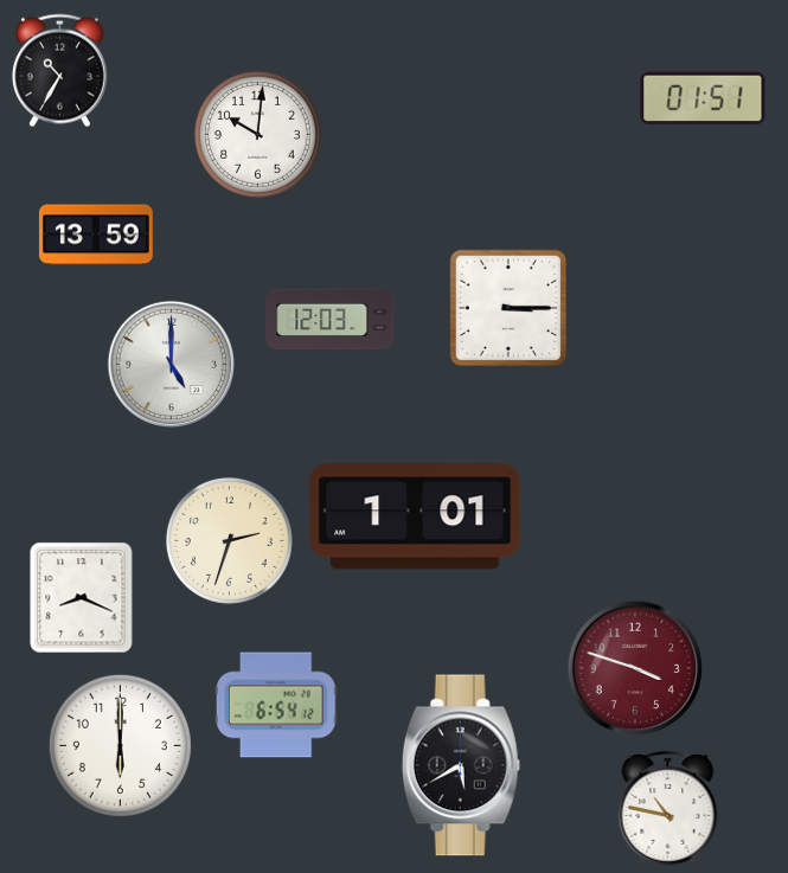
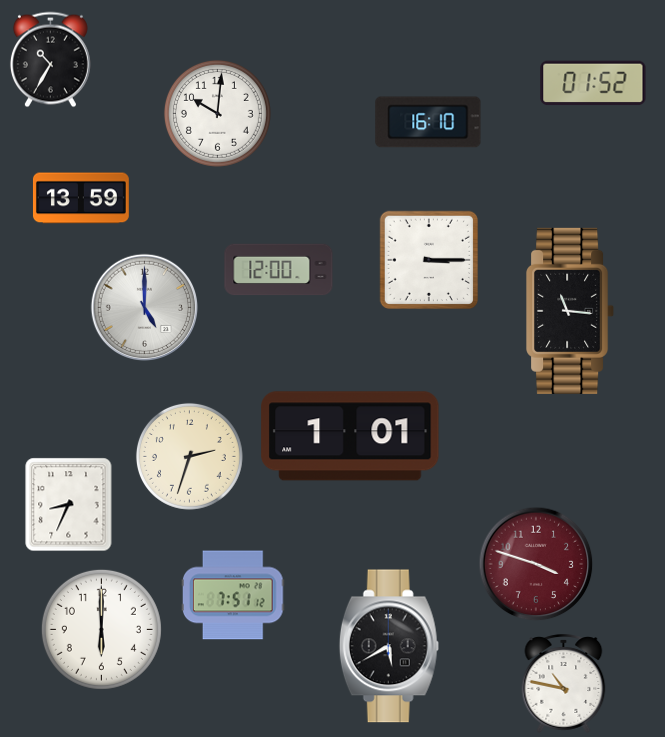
clock at (703, 98): 01:51 -> 01:52
clock at (428, 122): none -> 16:10
clock at (331, 320): 12:03 -> 12:00
clock at (571, 311): none -> 11:16
clock at (229, 540) position: (229, 540) -> (189, 456)
clock at (82, 598): 8:19 -> 8:34
clock at (276, 705): 6:54 -> 7:51
